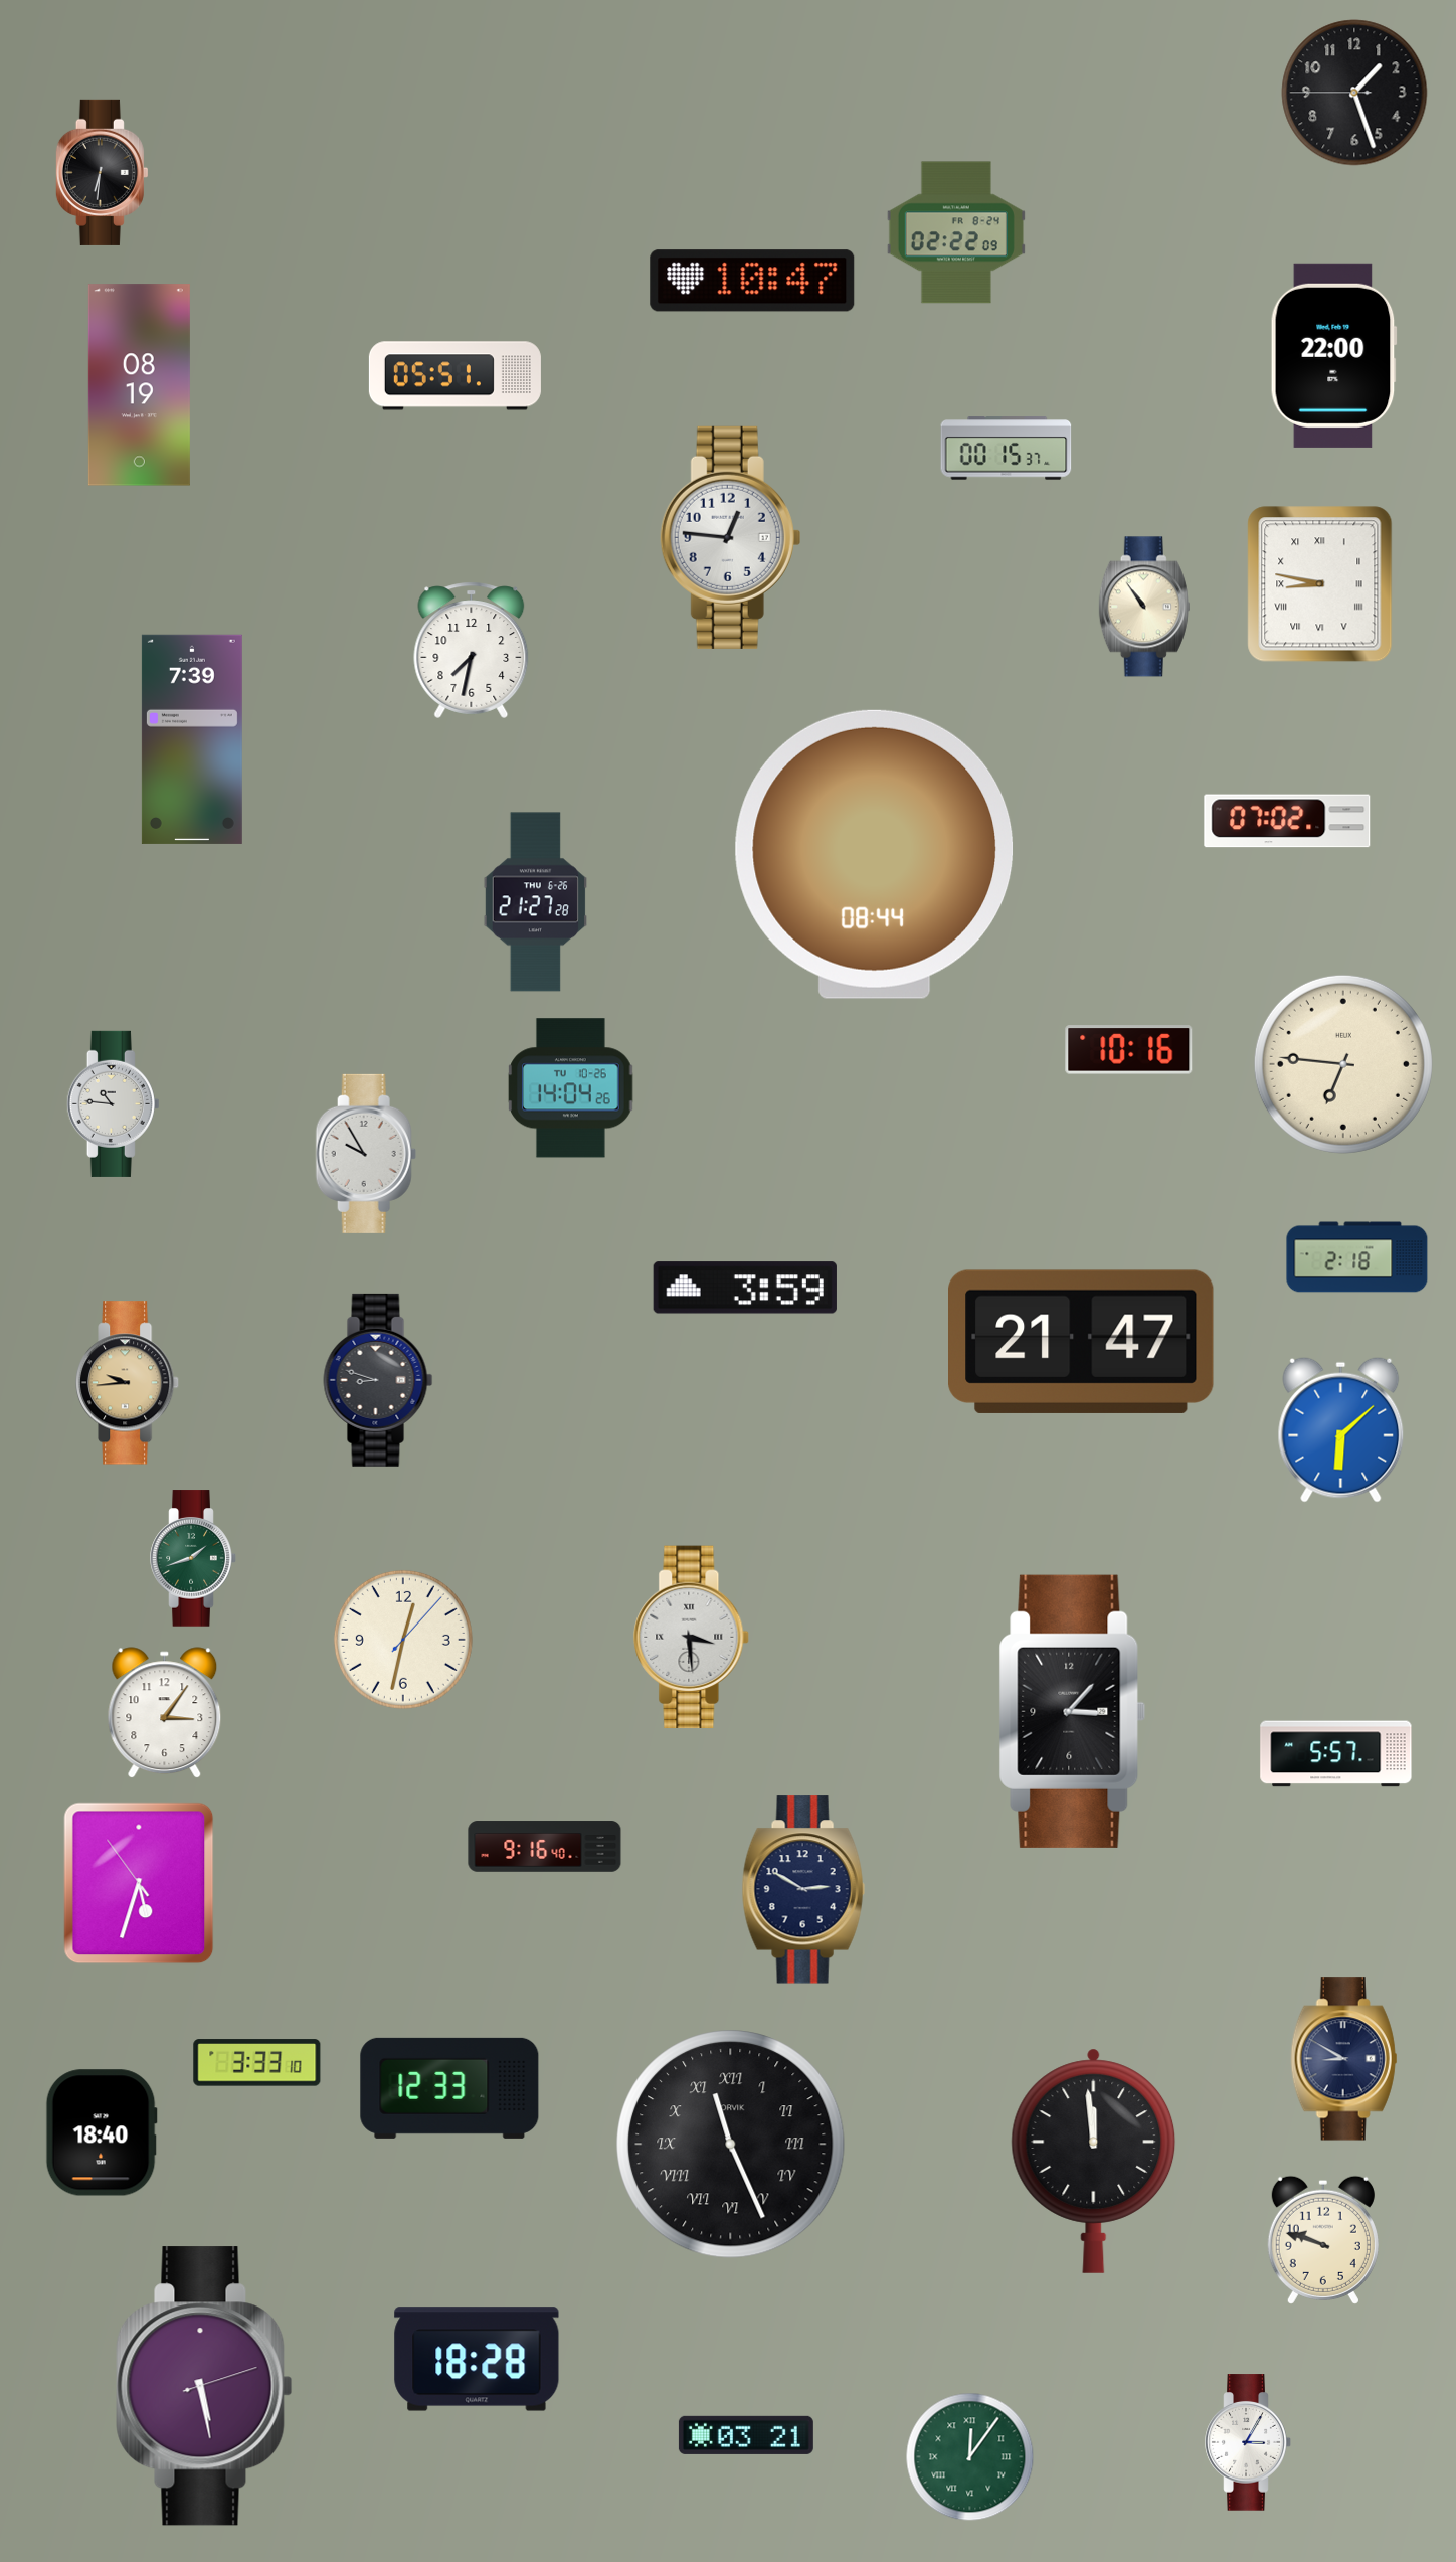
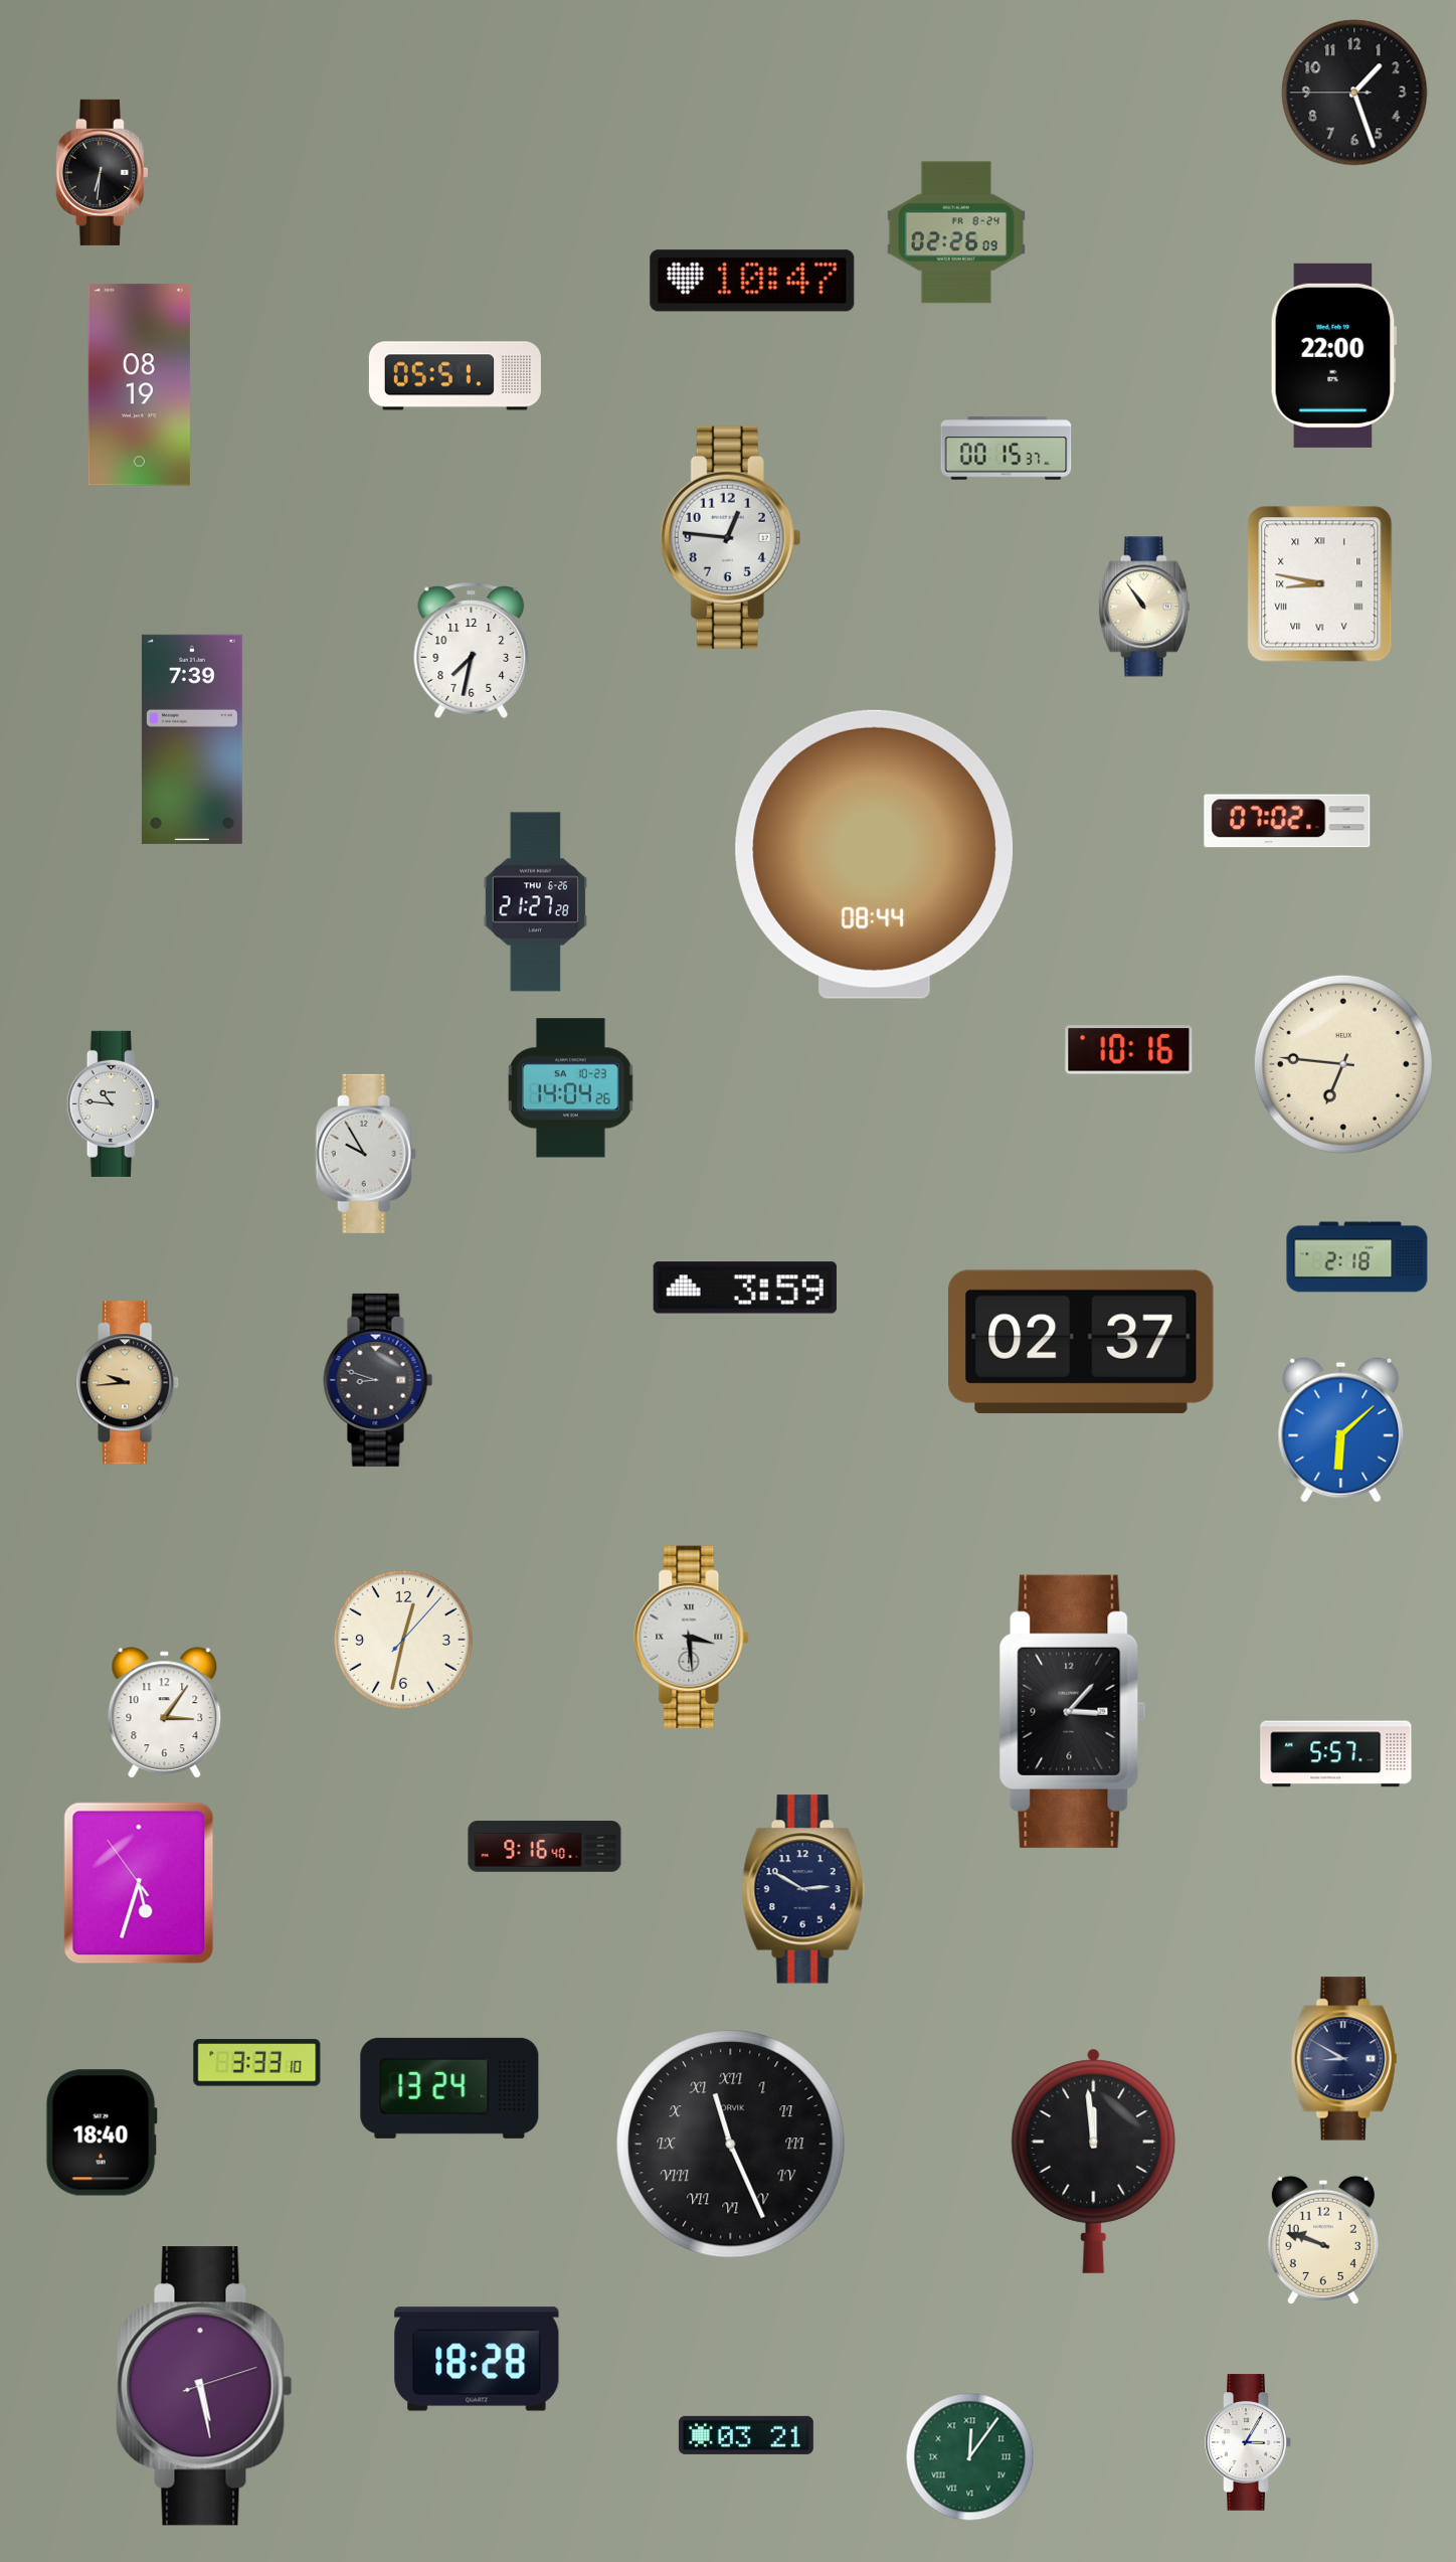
clock at (956, 232): 02:22 -> 02:26
clock at (571, 1088) date: TU 10-26 -> SA 10-23
clock at (1082, 1342): 21:47 -> 02:37
clock at (193, 1558): 1:42 -> none
clock at (449, 2088): 12:33 -> 13:24
